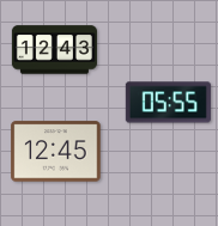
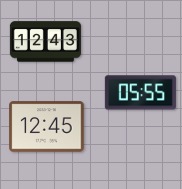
clock at (168, 103) position: (168, 103) -> (140, 93)
